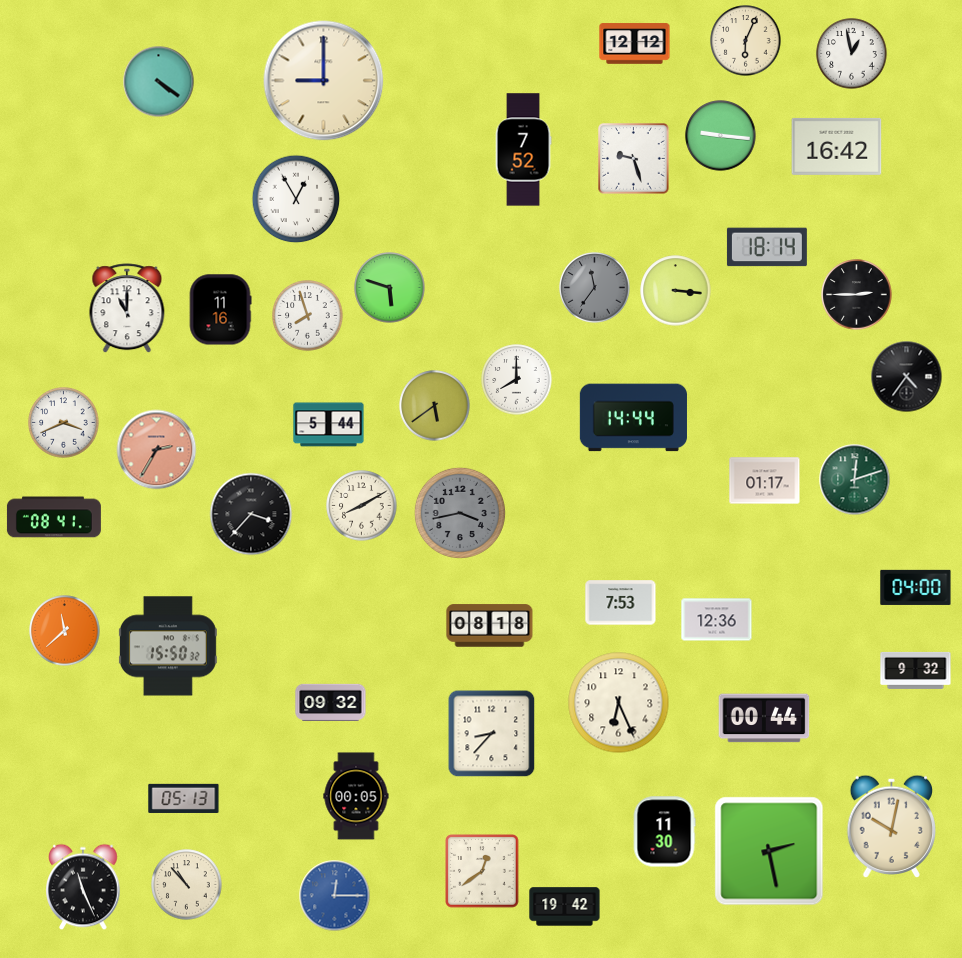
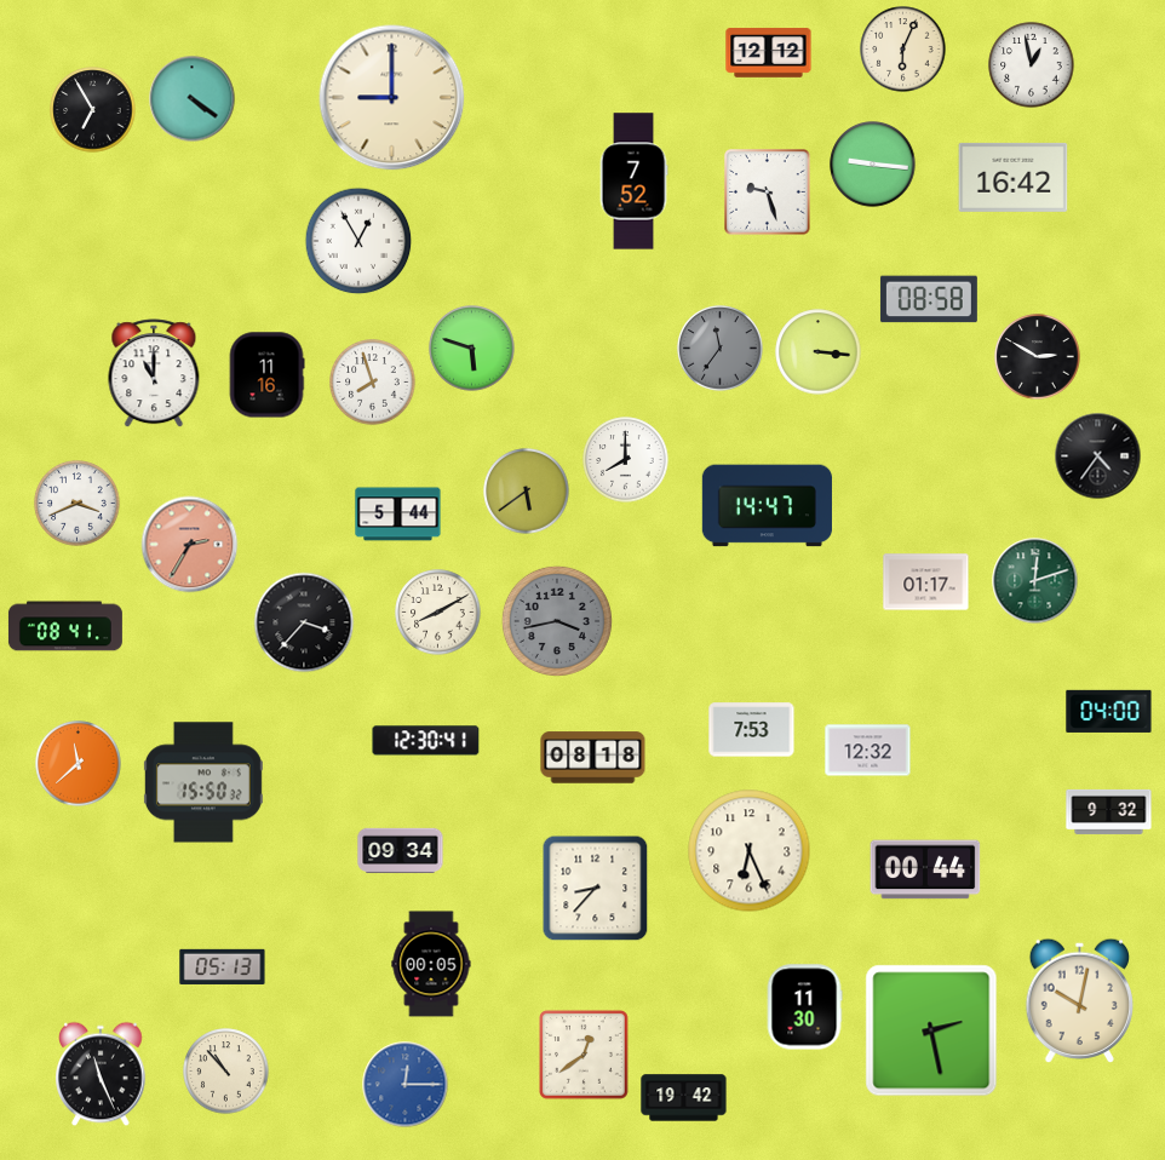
clock at (93, 110): none -> 6:55
clock at (767, 247): 18:14 -> 08:58
clock at (857, 295): 2:45 -> 2:50
clock at (633, 418): 14:44 -> 14:47
clock at (64, 423) position: (64, 423) -> (78, 504)
clock at (426, 741): none -> 12:30
clock at (717, 620): 12:36 -> 12:32
clock at (331, 703): 09:32 -> 09:34
